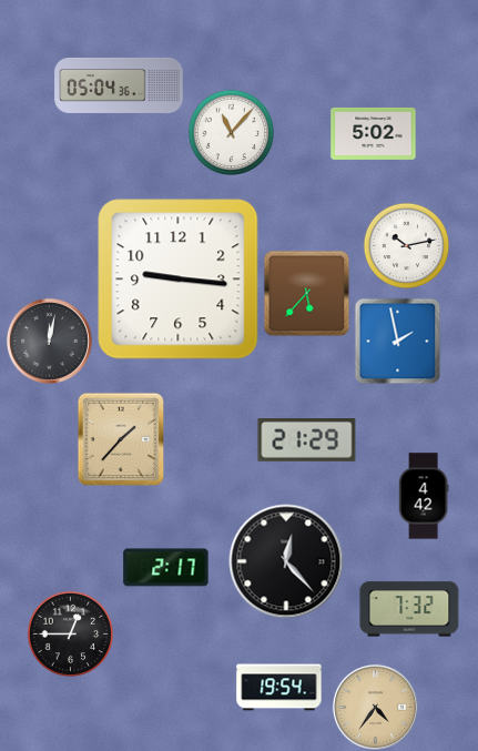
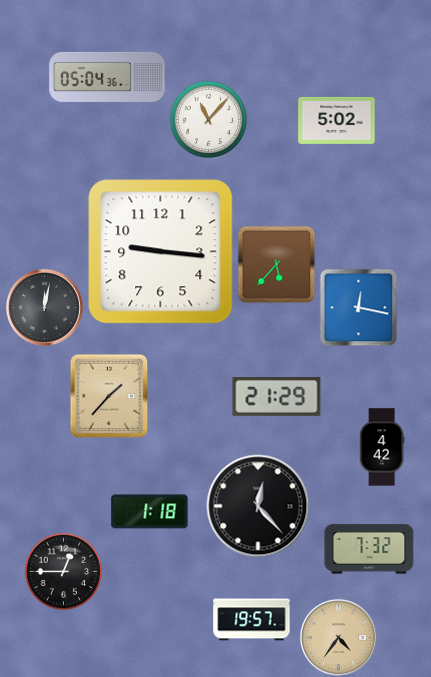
clock at (406, 245): 10:13 -> none
clock at (397, 341): 1:58 -> 12:17
clock at (166, 568): 2:17 -> 1:18
clock at (279, 688): 19:54 -> 19:57
